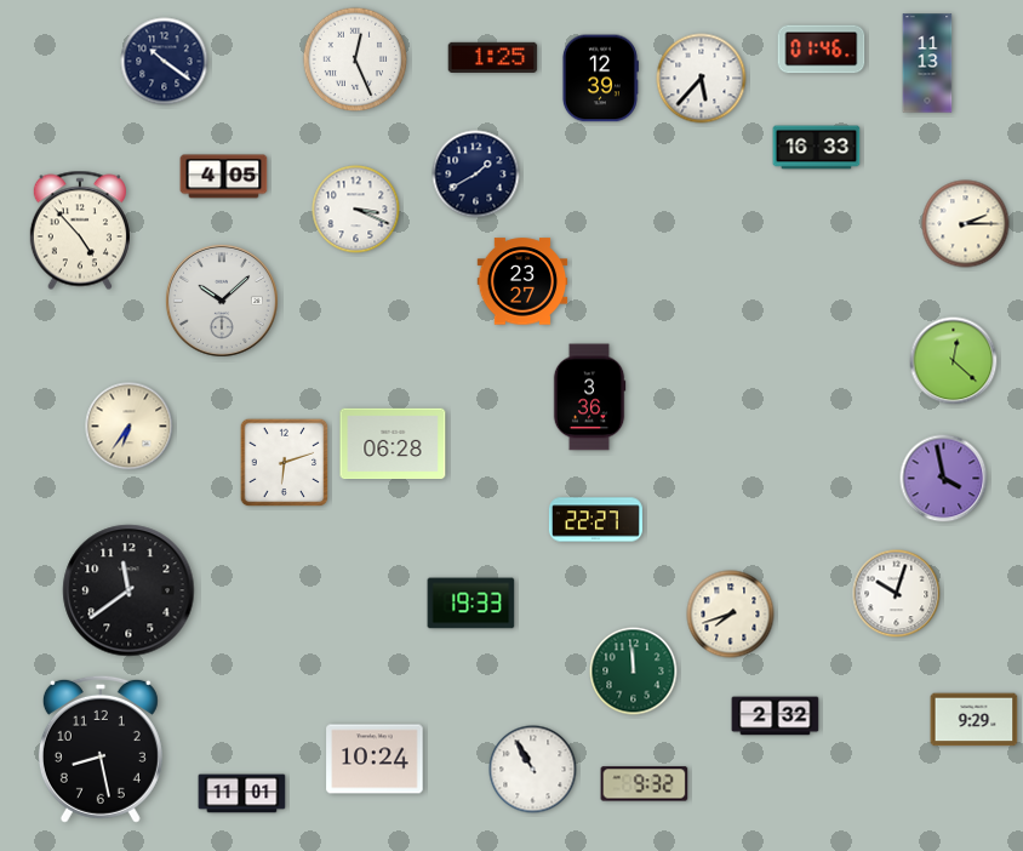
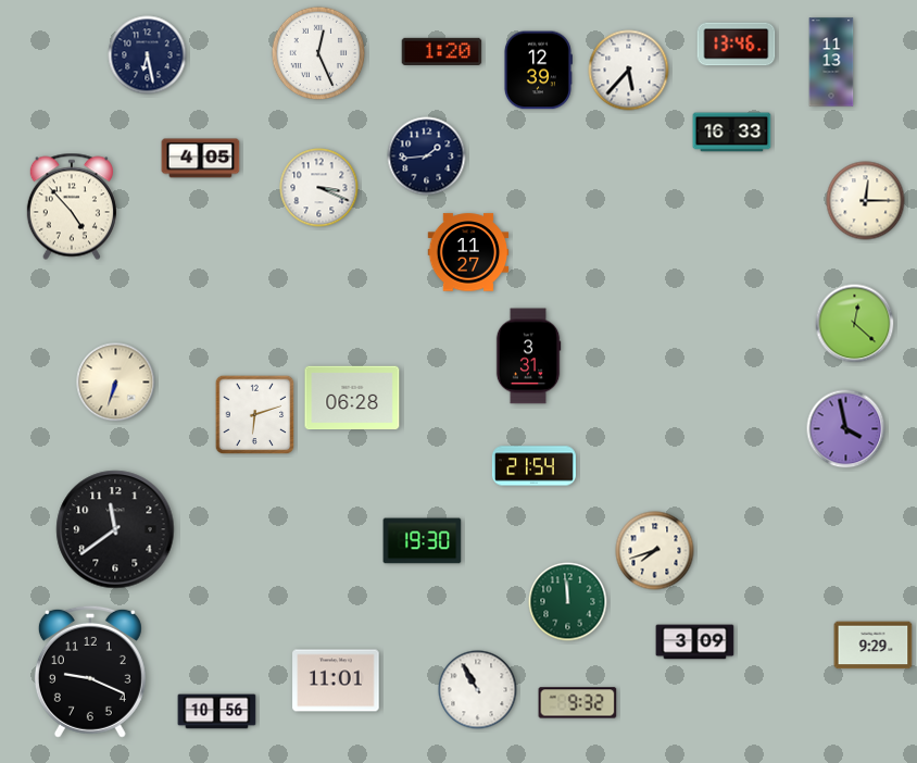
clock at (822, 50): 01:46 -> 13:46
clock at (493, 57): 1:25 -> 1:20
clock at (165, 62): 10:21 -> 6:28
clock at (927, 63) position: (927, 63) -> (831, 62)
clock at (476, 175): 1:40 -> 1:44
clock at (966, 224): 2:15 -> 12:15
clock at (522, 281): 23:27 -> 11:27
clock at (222, 301): 10:08 -> none
clock at (589, 398): 3:36 -> 3:31
clock at (130, 427): 6:36 -> 6:33
clock at (595, 520): 22:27 -> 21:54
clock at (897, 594): 10:03 -> none
clock at (472, 604): 19:33 -> 19:30
clock at (776, 716): 2:32 -> 3:09
clock at (101, 749): 8:28 -> 9:19
clock at (375, 759): 10:24 -> 11:01
clock at (242, 794): 11:01 -> 10:56
